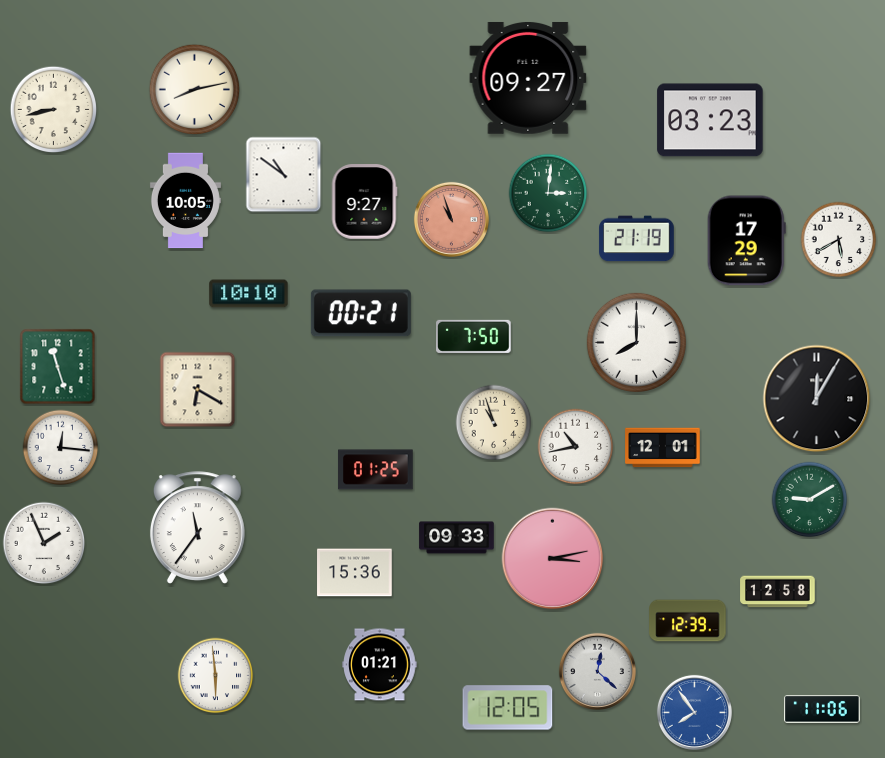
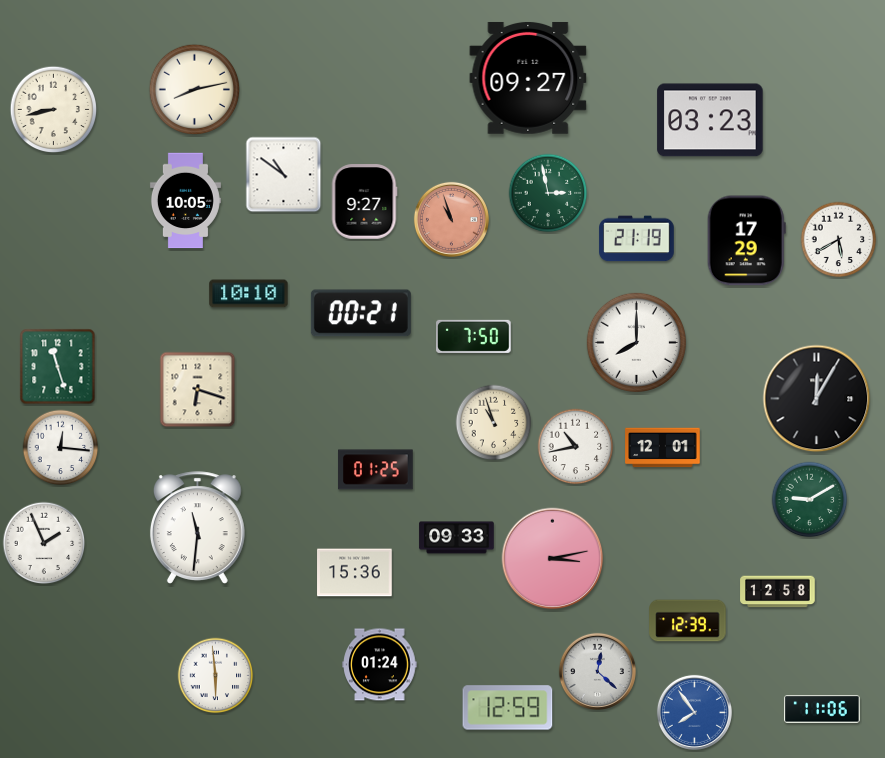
clock at (548, 193): 3:01 -> 2:58
clock at (198, 390): 6:20 -> 6:18
clock at (197, 528): 11:36 -> 11:31
clock at (380, 665): 01:21 -> 01:24
clock at (508, 708): 12:05 -> 12:59
